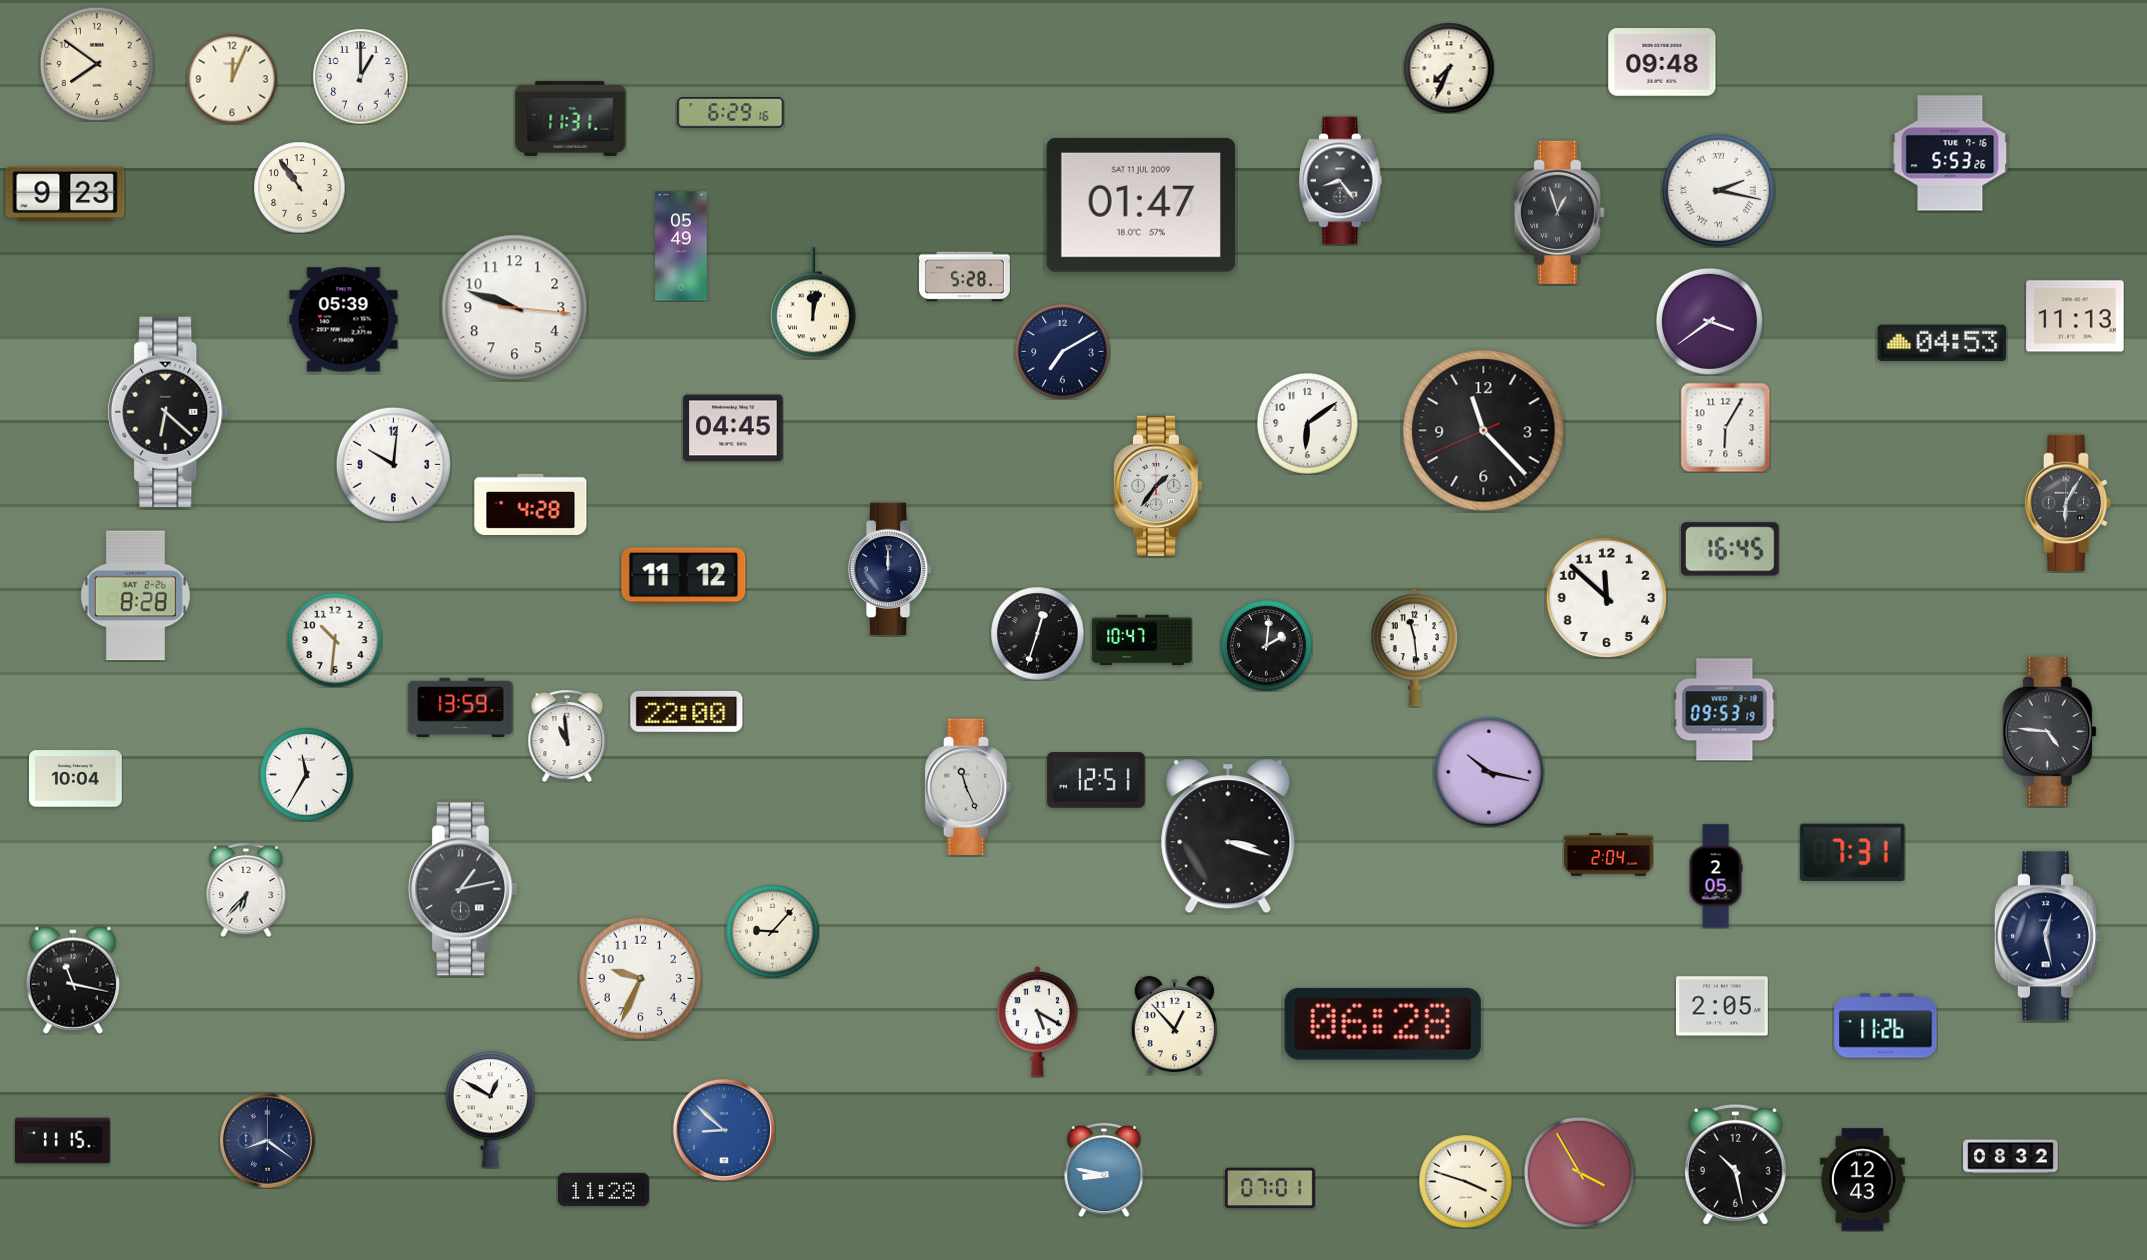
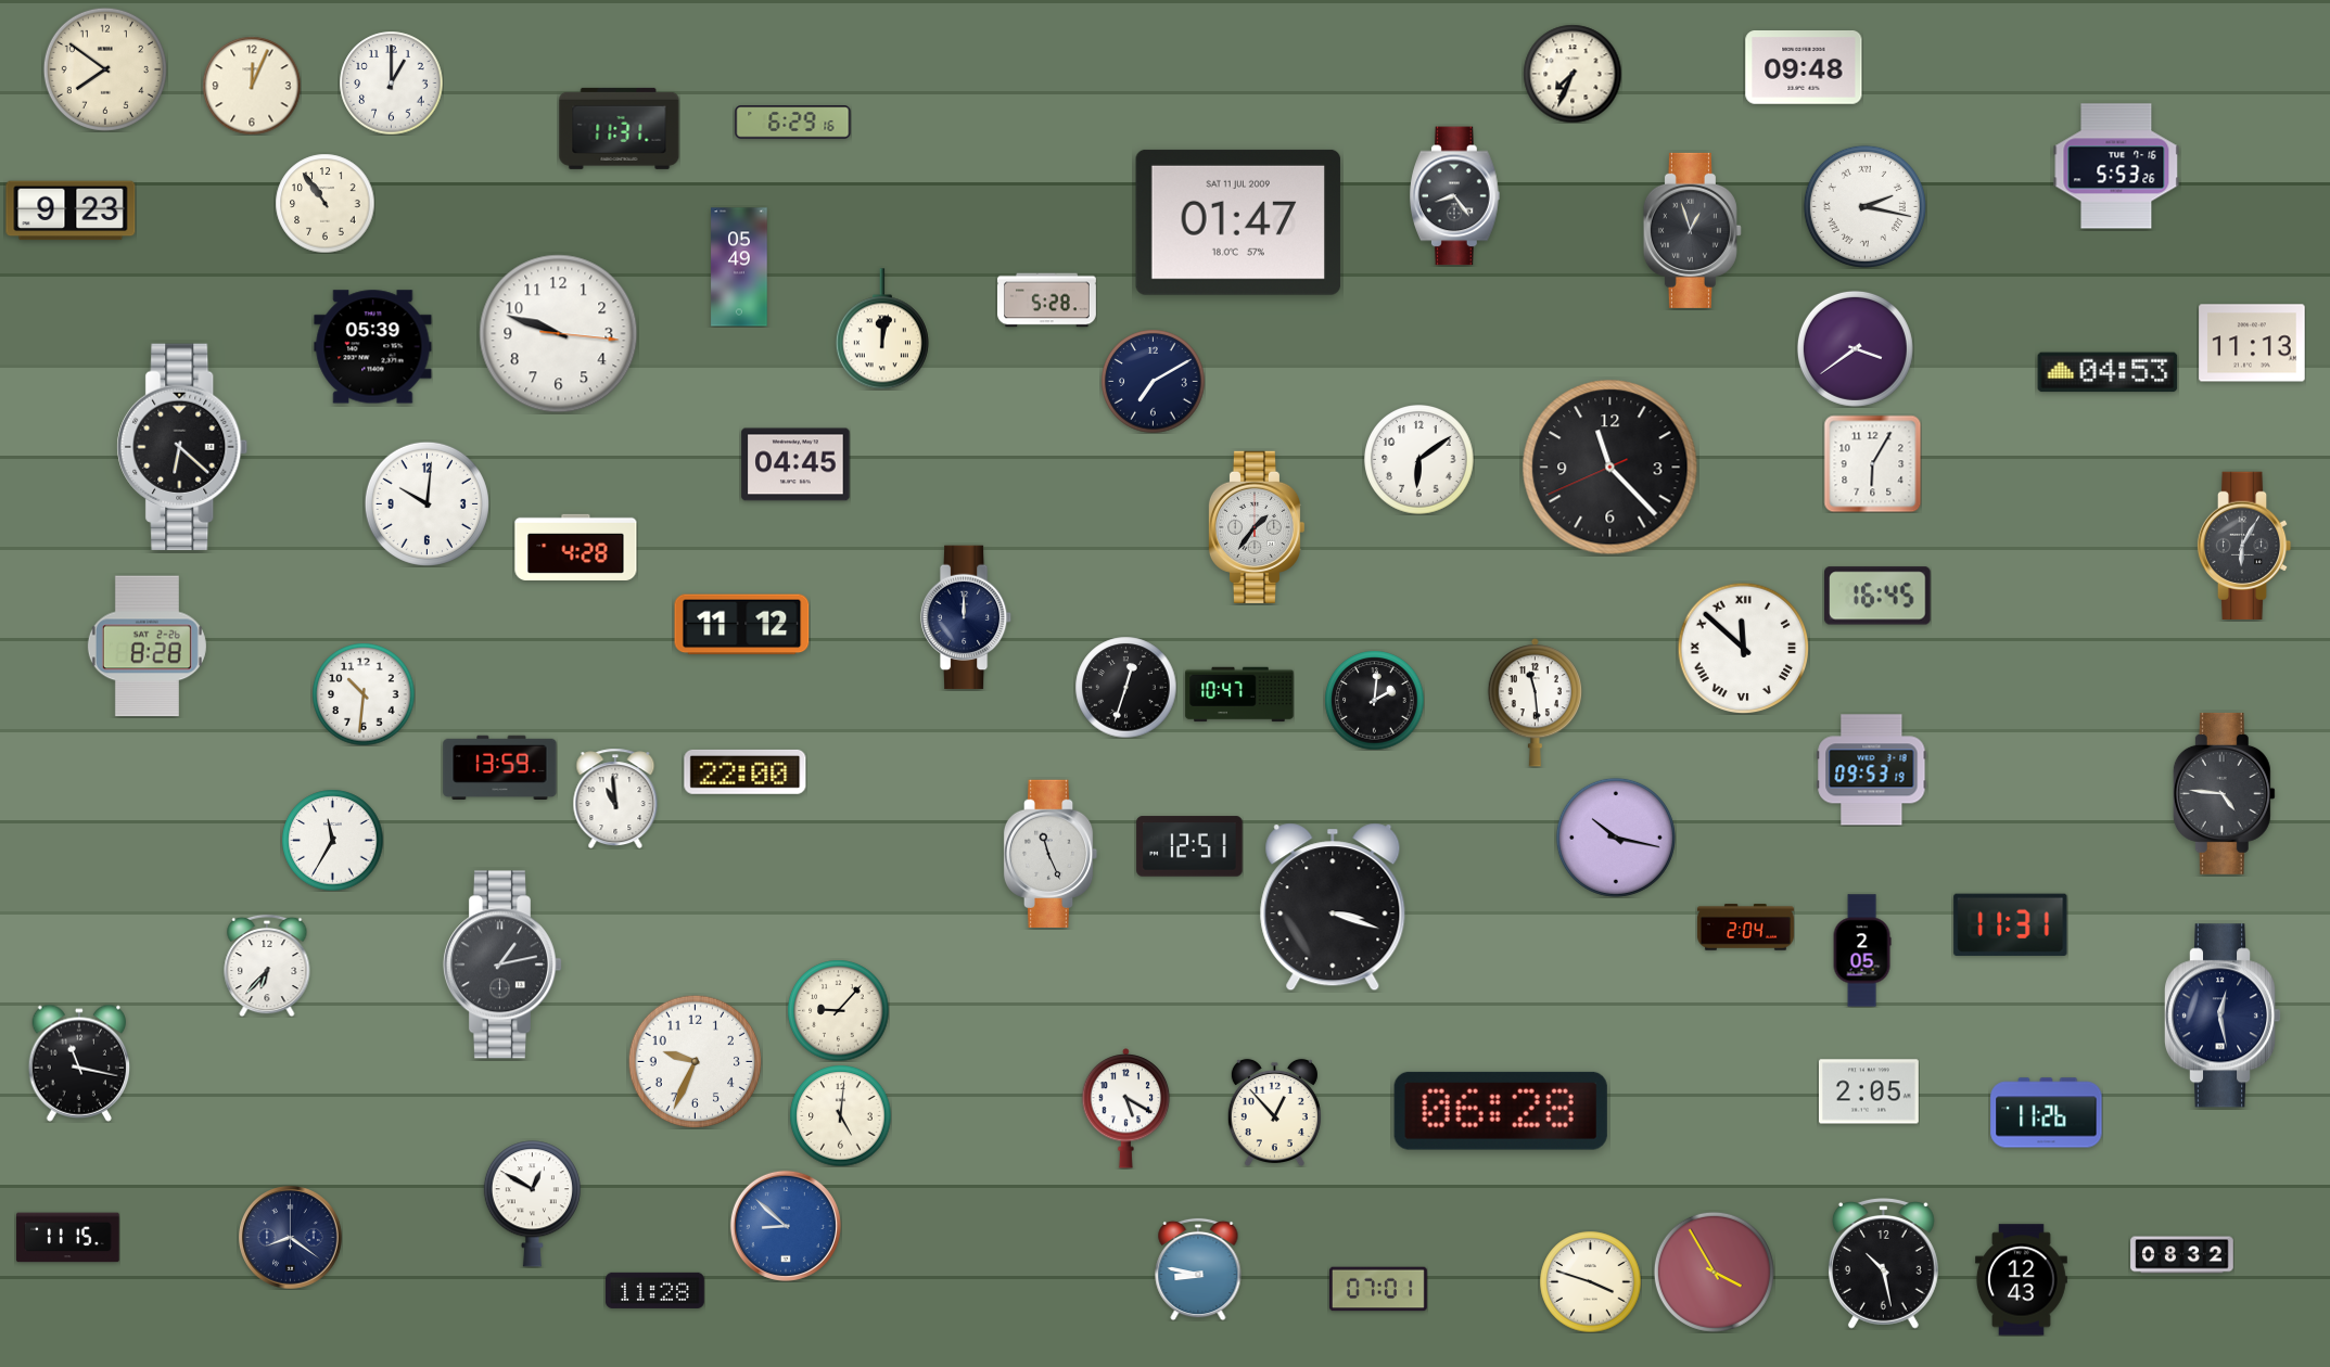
clock at (1606, 597) numerals: Arabic -> Roman
clock at (76, 779): 10:04 -> none
clock at (1853, 852): 7:31 -> 11:31
clock at (840, 1115): none -> 5:01
